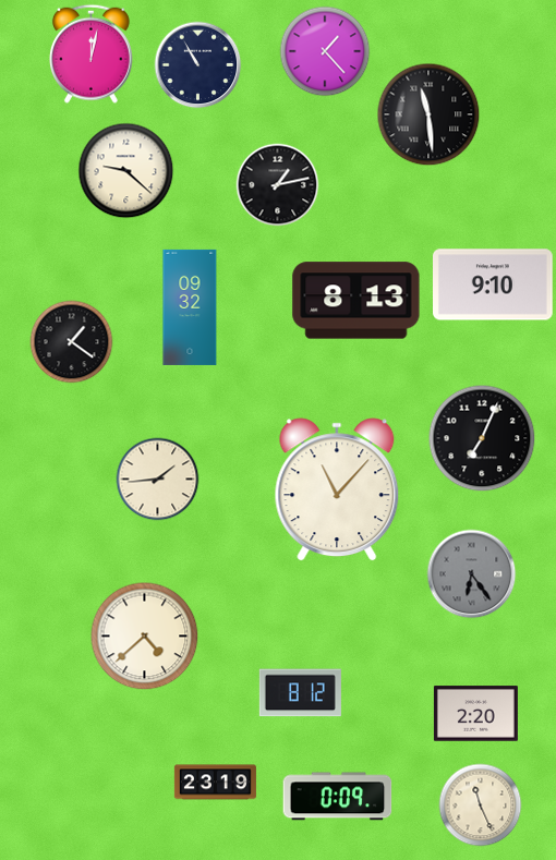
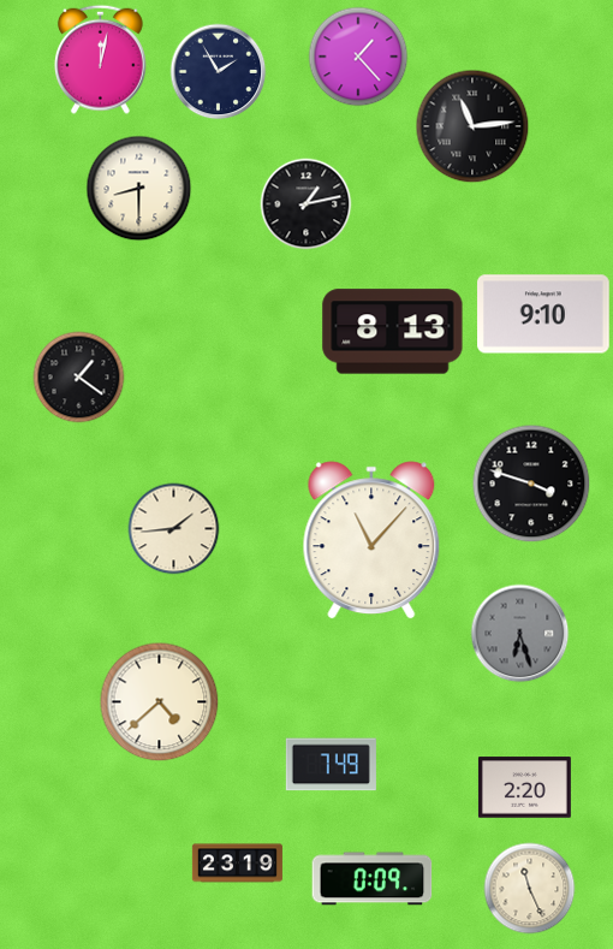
clock at (198, 65): 10:55 -> 1:55
clock at (428, 114): 11:29 -> 11:14
clock at (126, 171): 9:22 -> 8:30
clock at (190, 307): 09:32 -> none
clock at (482, 438): 7:04 -> 3:48
clock at (472, 574): 6:24 -> 6:27
clock at (300, 693): 8:12 -> 7:49
